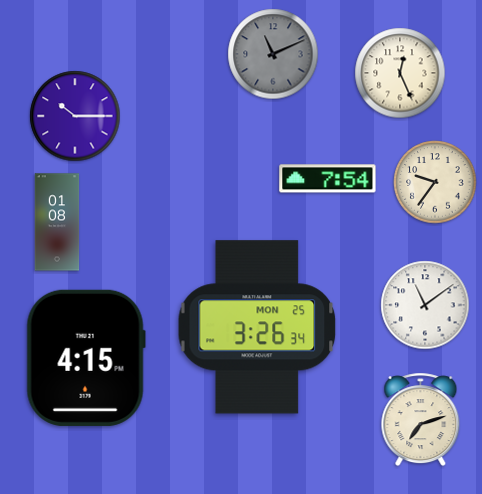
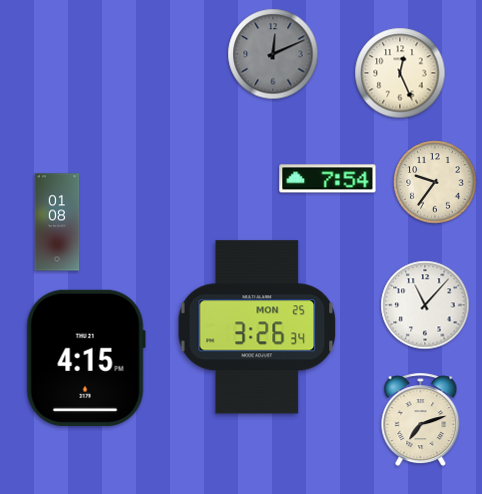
clock at (273, 54): 11:11 -> 12:11
clock at (75, 116): 10:15 -> none
clock at (425, 305): 11:09 -> 11:07
